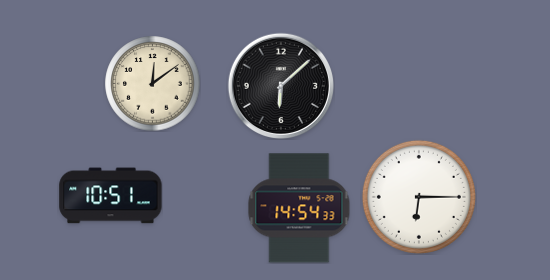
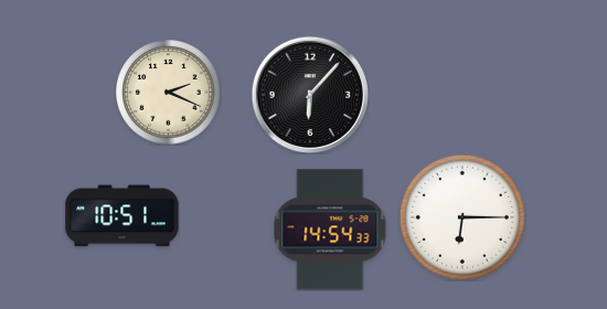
clock at (152, 83): 12:09 -> 2:19
clock at (280, 85): 6:08 -> 6:07
